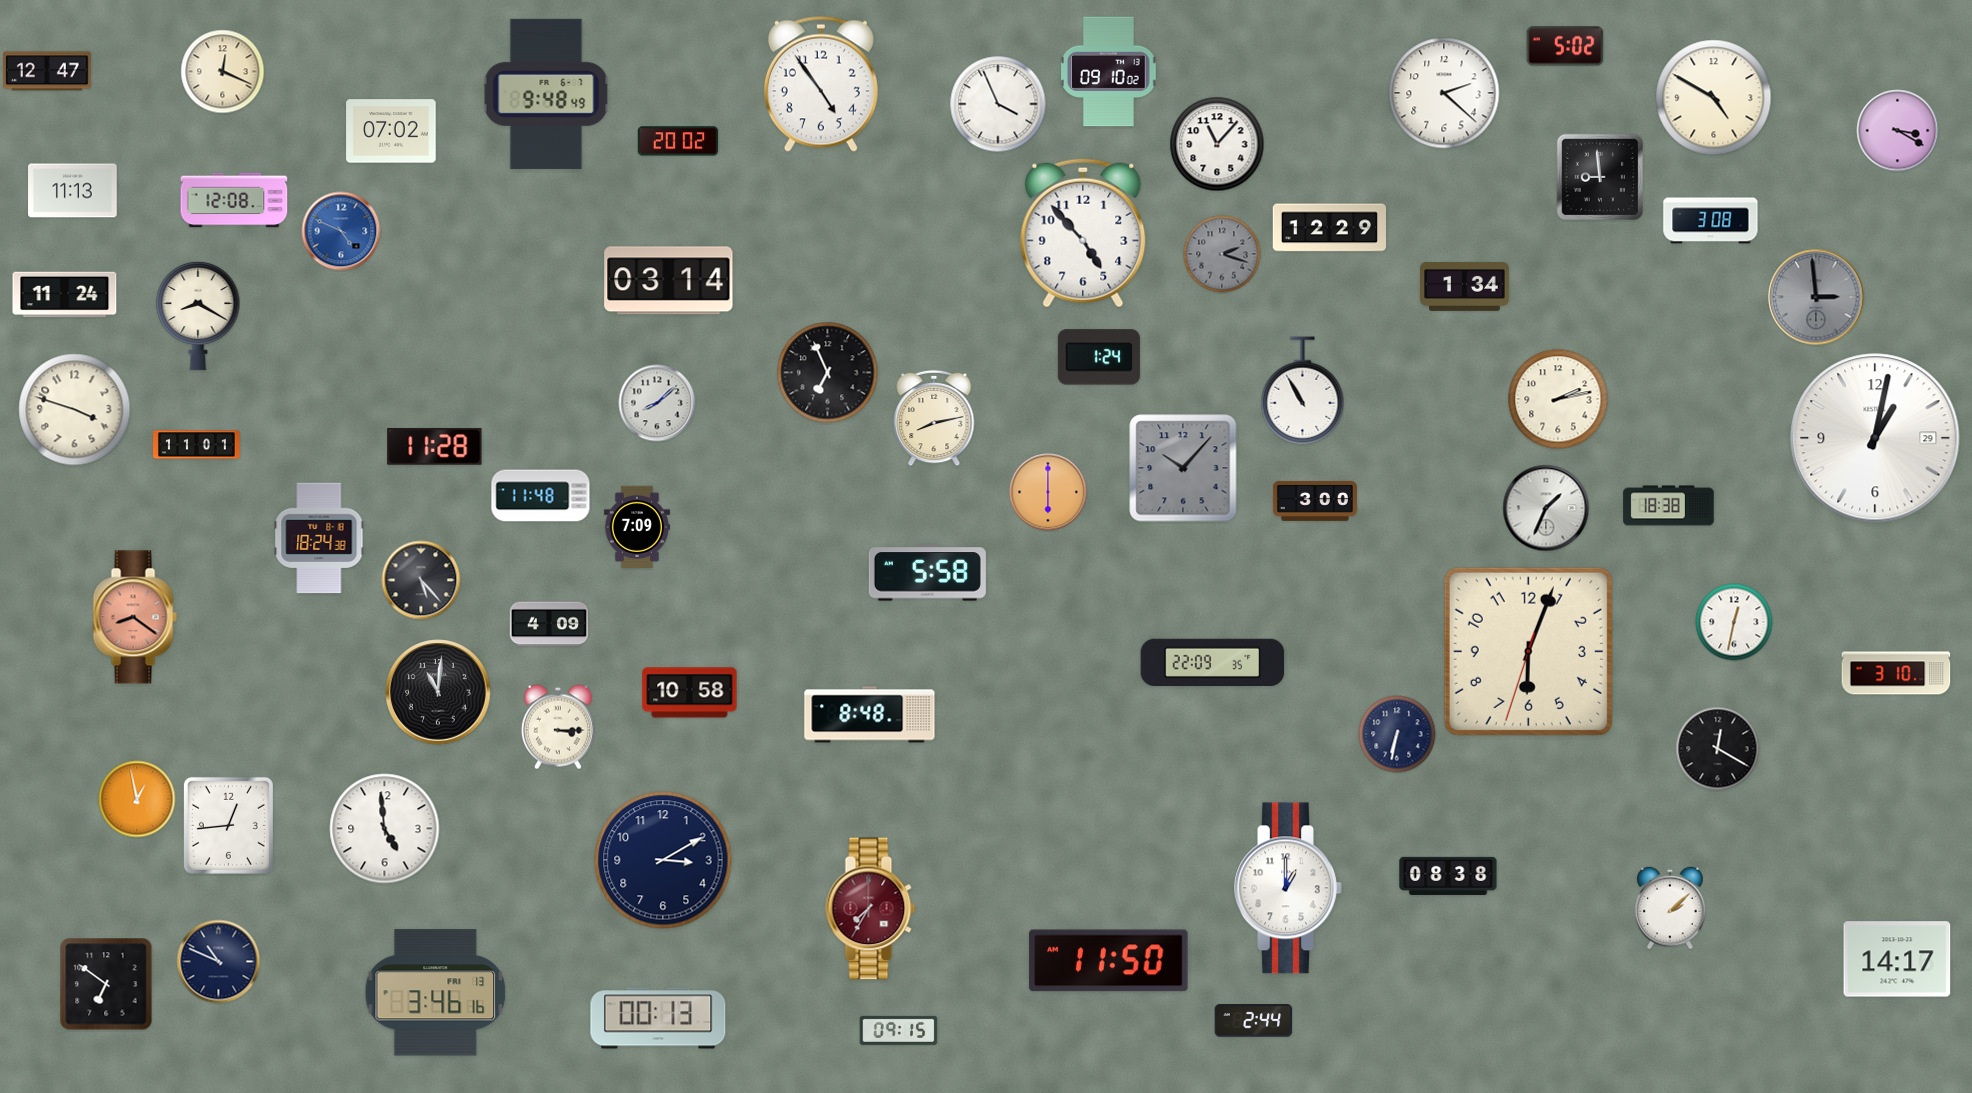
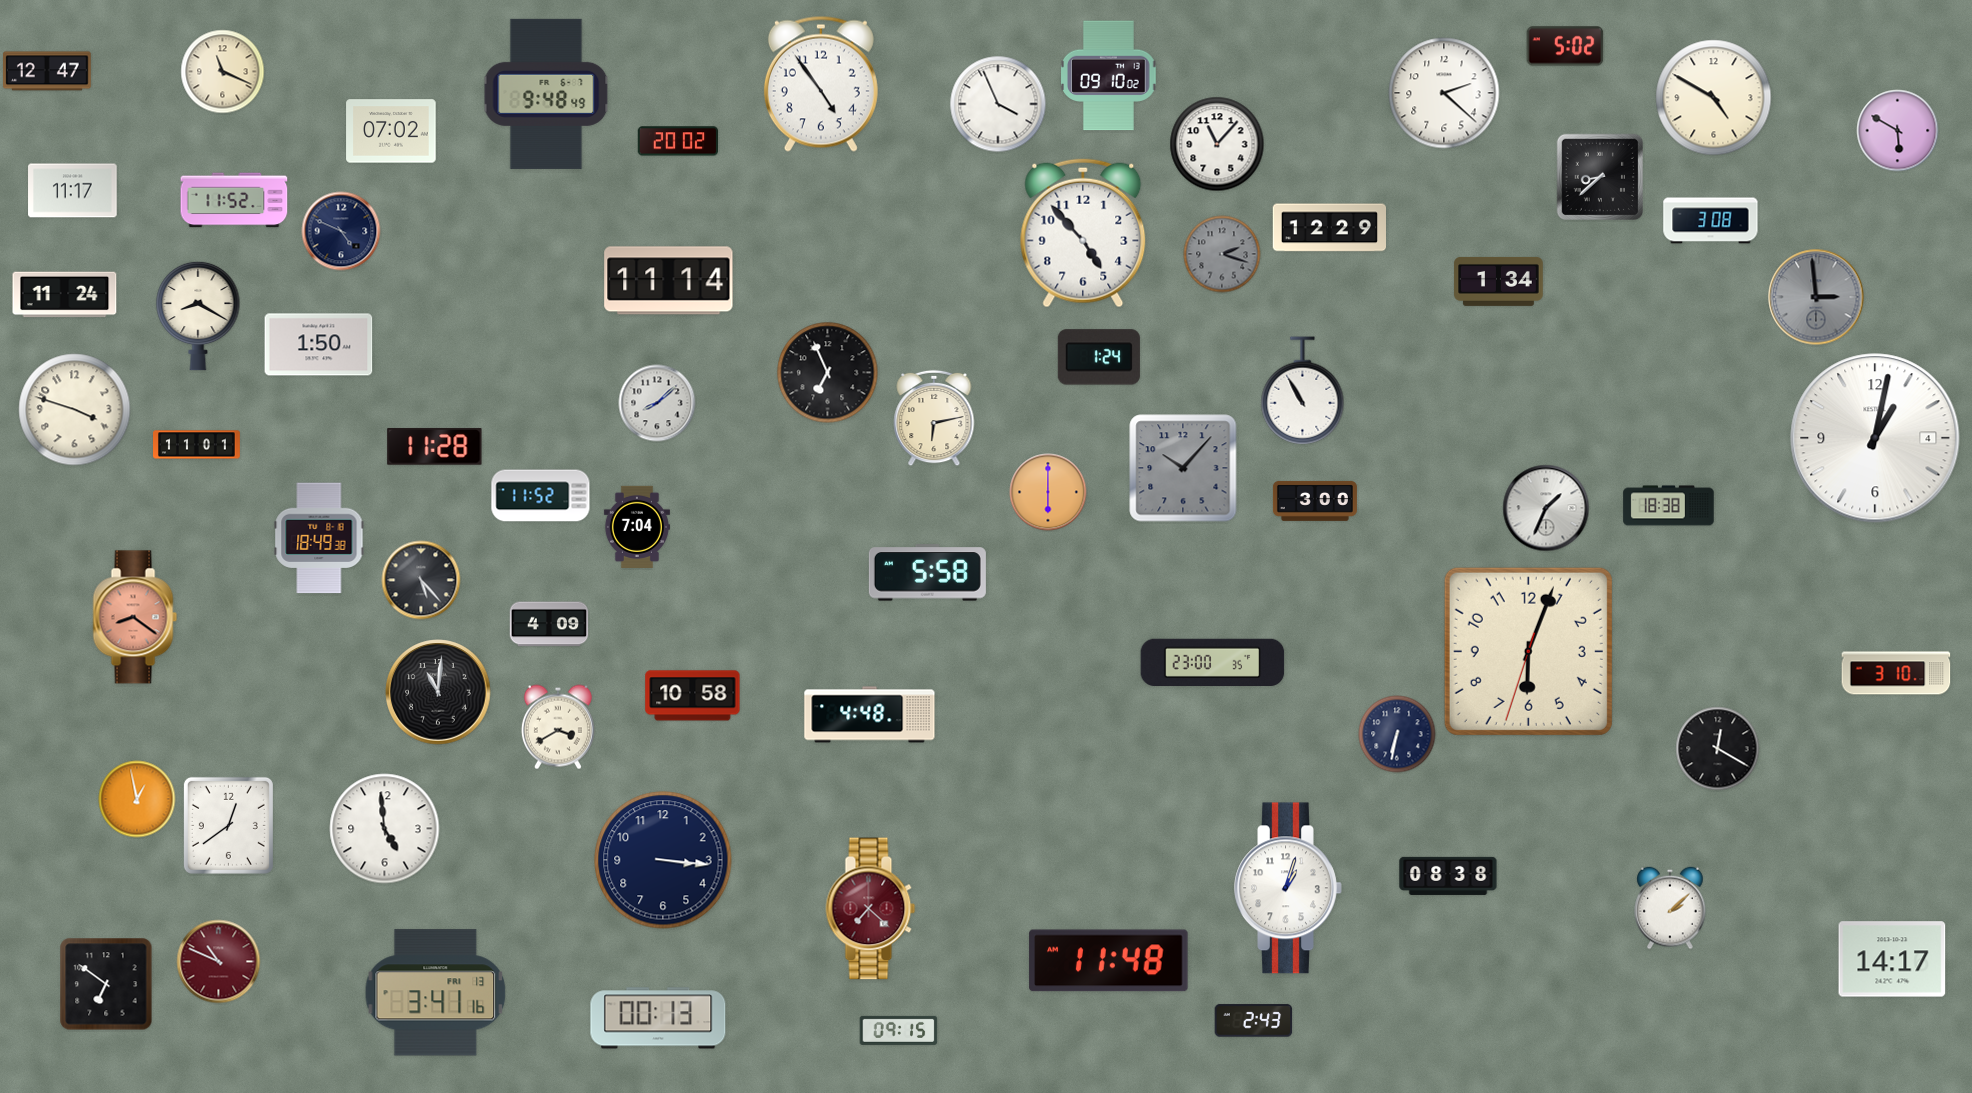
clock at (223, 72): 12:19 -> 11:19
clock at (1109, 72) position: (1109, 72) -> (1109, 76)
clock at (1898, 131): 3:20 -> 5:50
clock at (1599, 176): 8:59 -> 8:38
clock at (73, 191): 11:13 -> 11:17
clock at (234, 200): 12:08 -> 11:52
clock at (341, 231) dial: blue -> navy
clock at (669, 281): 03:14 -> 11:14
clock at (1465, 286) position: (1465, 286) -> (1499, 281)
clock at (319, 345): none -> 1:50
clock at (1558, 399): 2:13 -> none
clock at (934, 418): 8:13 -> 6:13
clock at (1875, 438) date: 29 -> 4
clock at (541, 496): 11:48 -> 11:52
clock at (637, 527): 7:09 -> 7:04
clock at (319, 538): 18:24 -> 18:49
clock at (1734, 622): 12:32 -> none
clock at (1213, 662): 22:09 -> 23:00
clock at (690, 693) position: (690, 693) -> (693, 696)
clock at (870, 715): 8:48 -> 4:48
clock at (558, 727): 3:15 -> 3:40
clock at (228, 825): 12:44 -> 12:39
clock at (663, 860): 3:10 -> 3:16
clock at (1288, 888): 1:00 -> 1:03
clock at (871, 909): 7:35 -> 7:22
clock at (1897, 959) position: (1897, 959) -> (1892, 959)
clock at (1109, 961): 11:50 -> 11:48
clock at (219, 962) dial: navy -> burgundy
clock at (436, 993): 3:46 -> 3:41
clock at (1254, 1021): 2:44 -> 2:43
